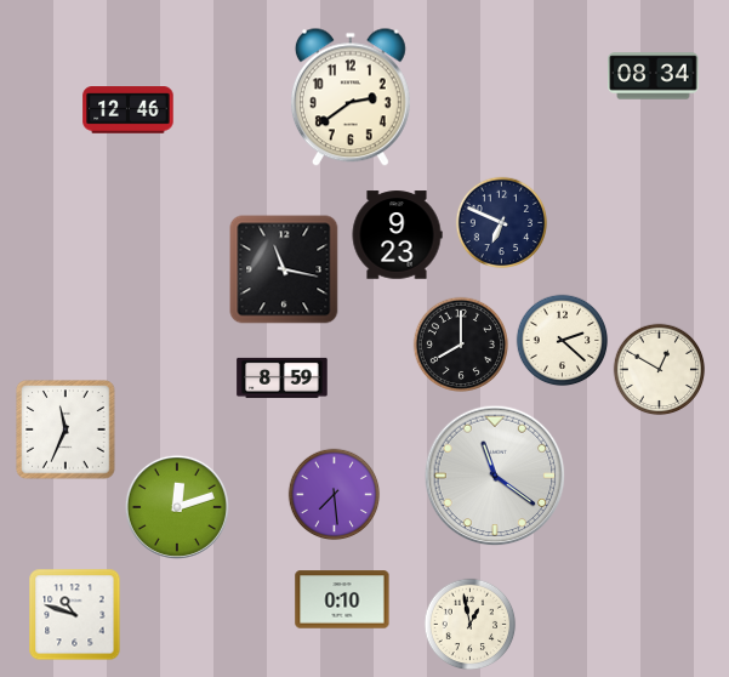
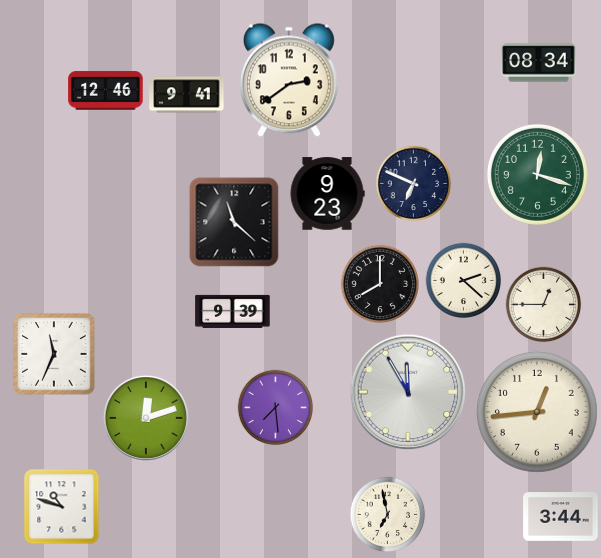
clock at (187, 95): none -> 9:41
clock at (537, 174): none -> 12:18
clock at (284, 269): 11:17 -> 11:22
clock at (660, 370): 12:50 -> 12:45
clock at (283, 377): 8:59 -> 9:39
clock at (495, 476): 11:21 -> 11:55
clock at (538, 413): none -> 12:44
clock at (342, 599): 0:10 -> none
clock at (471, 625): 12:58 -> 6:58
clock at (561, 517): none -> 3:44
